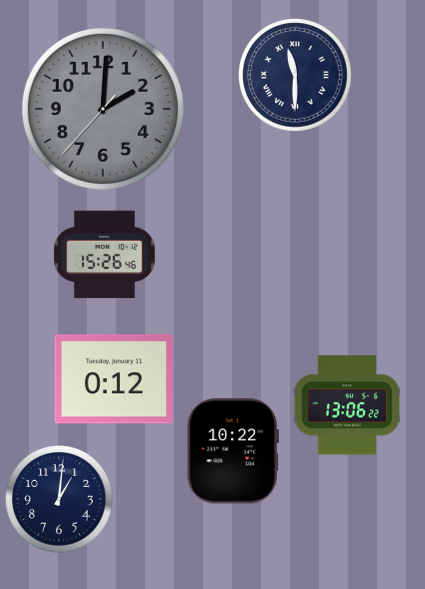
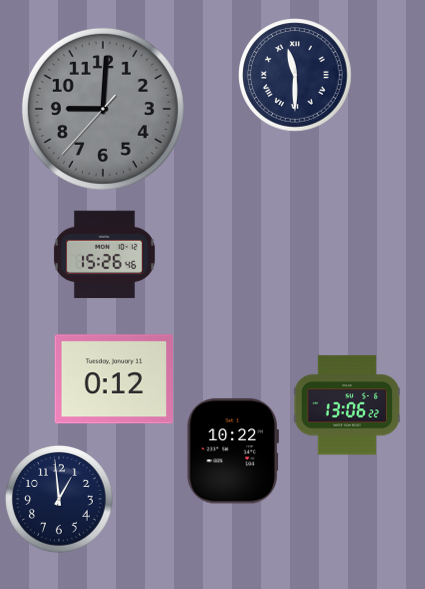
clock at (103, 109): 2:00 -> 9:00
clock at (59, 499): 1:01 -> 12:59
